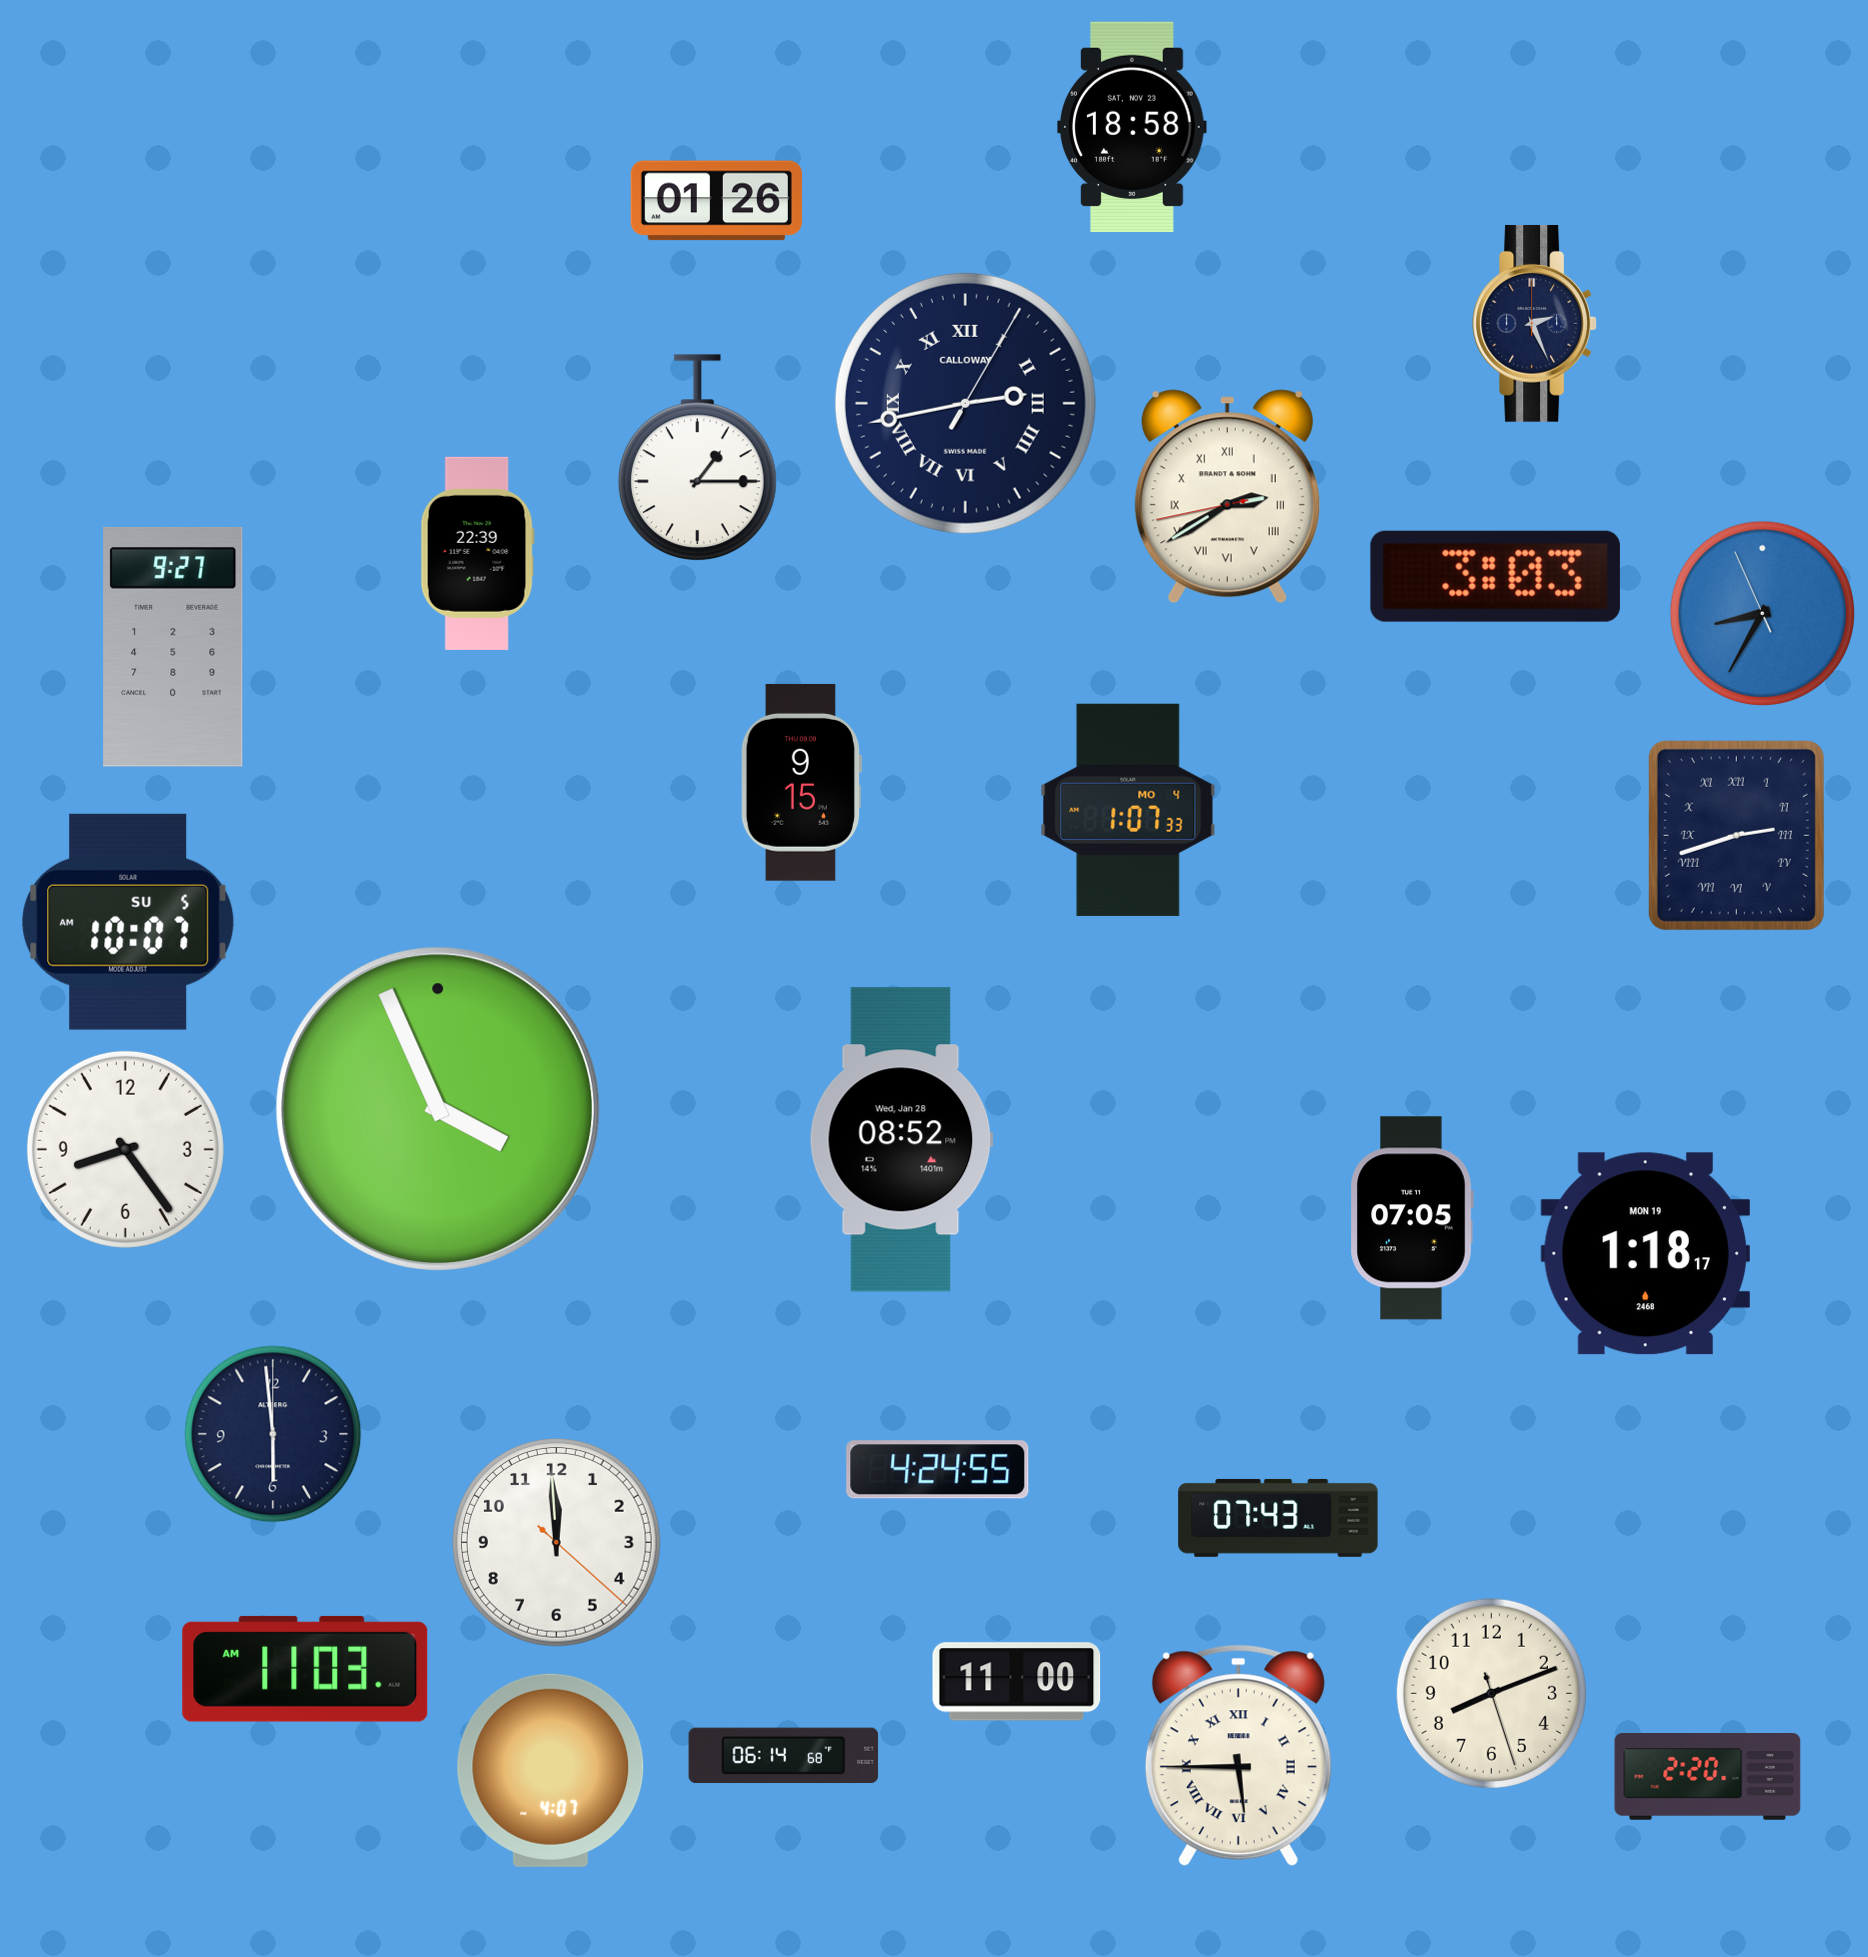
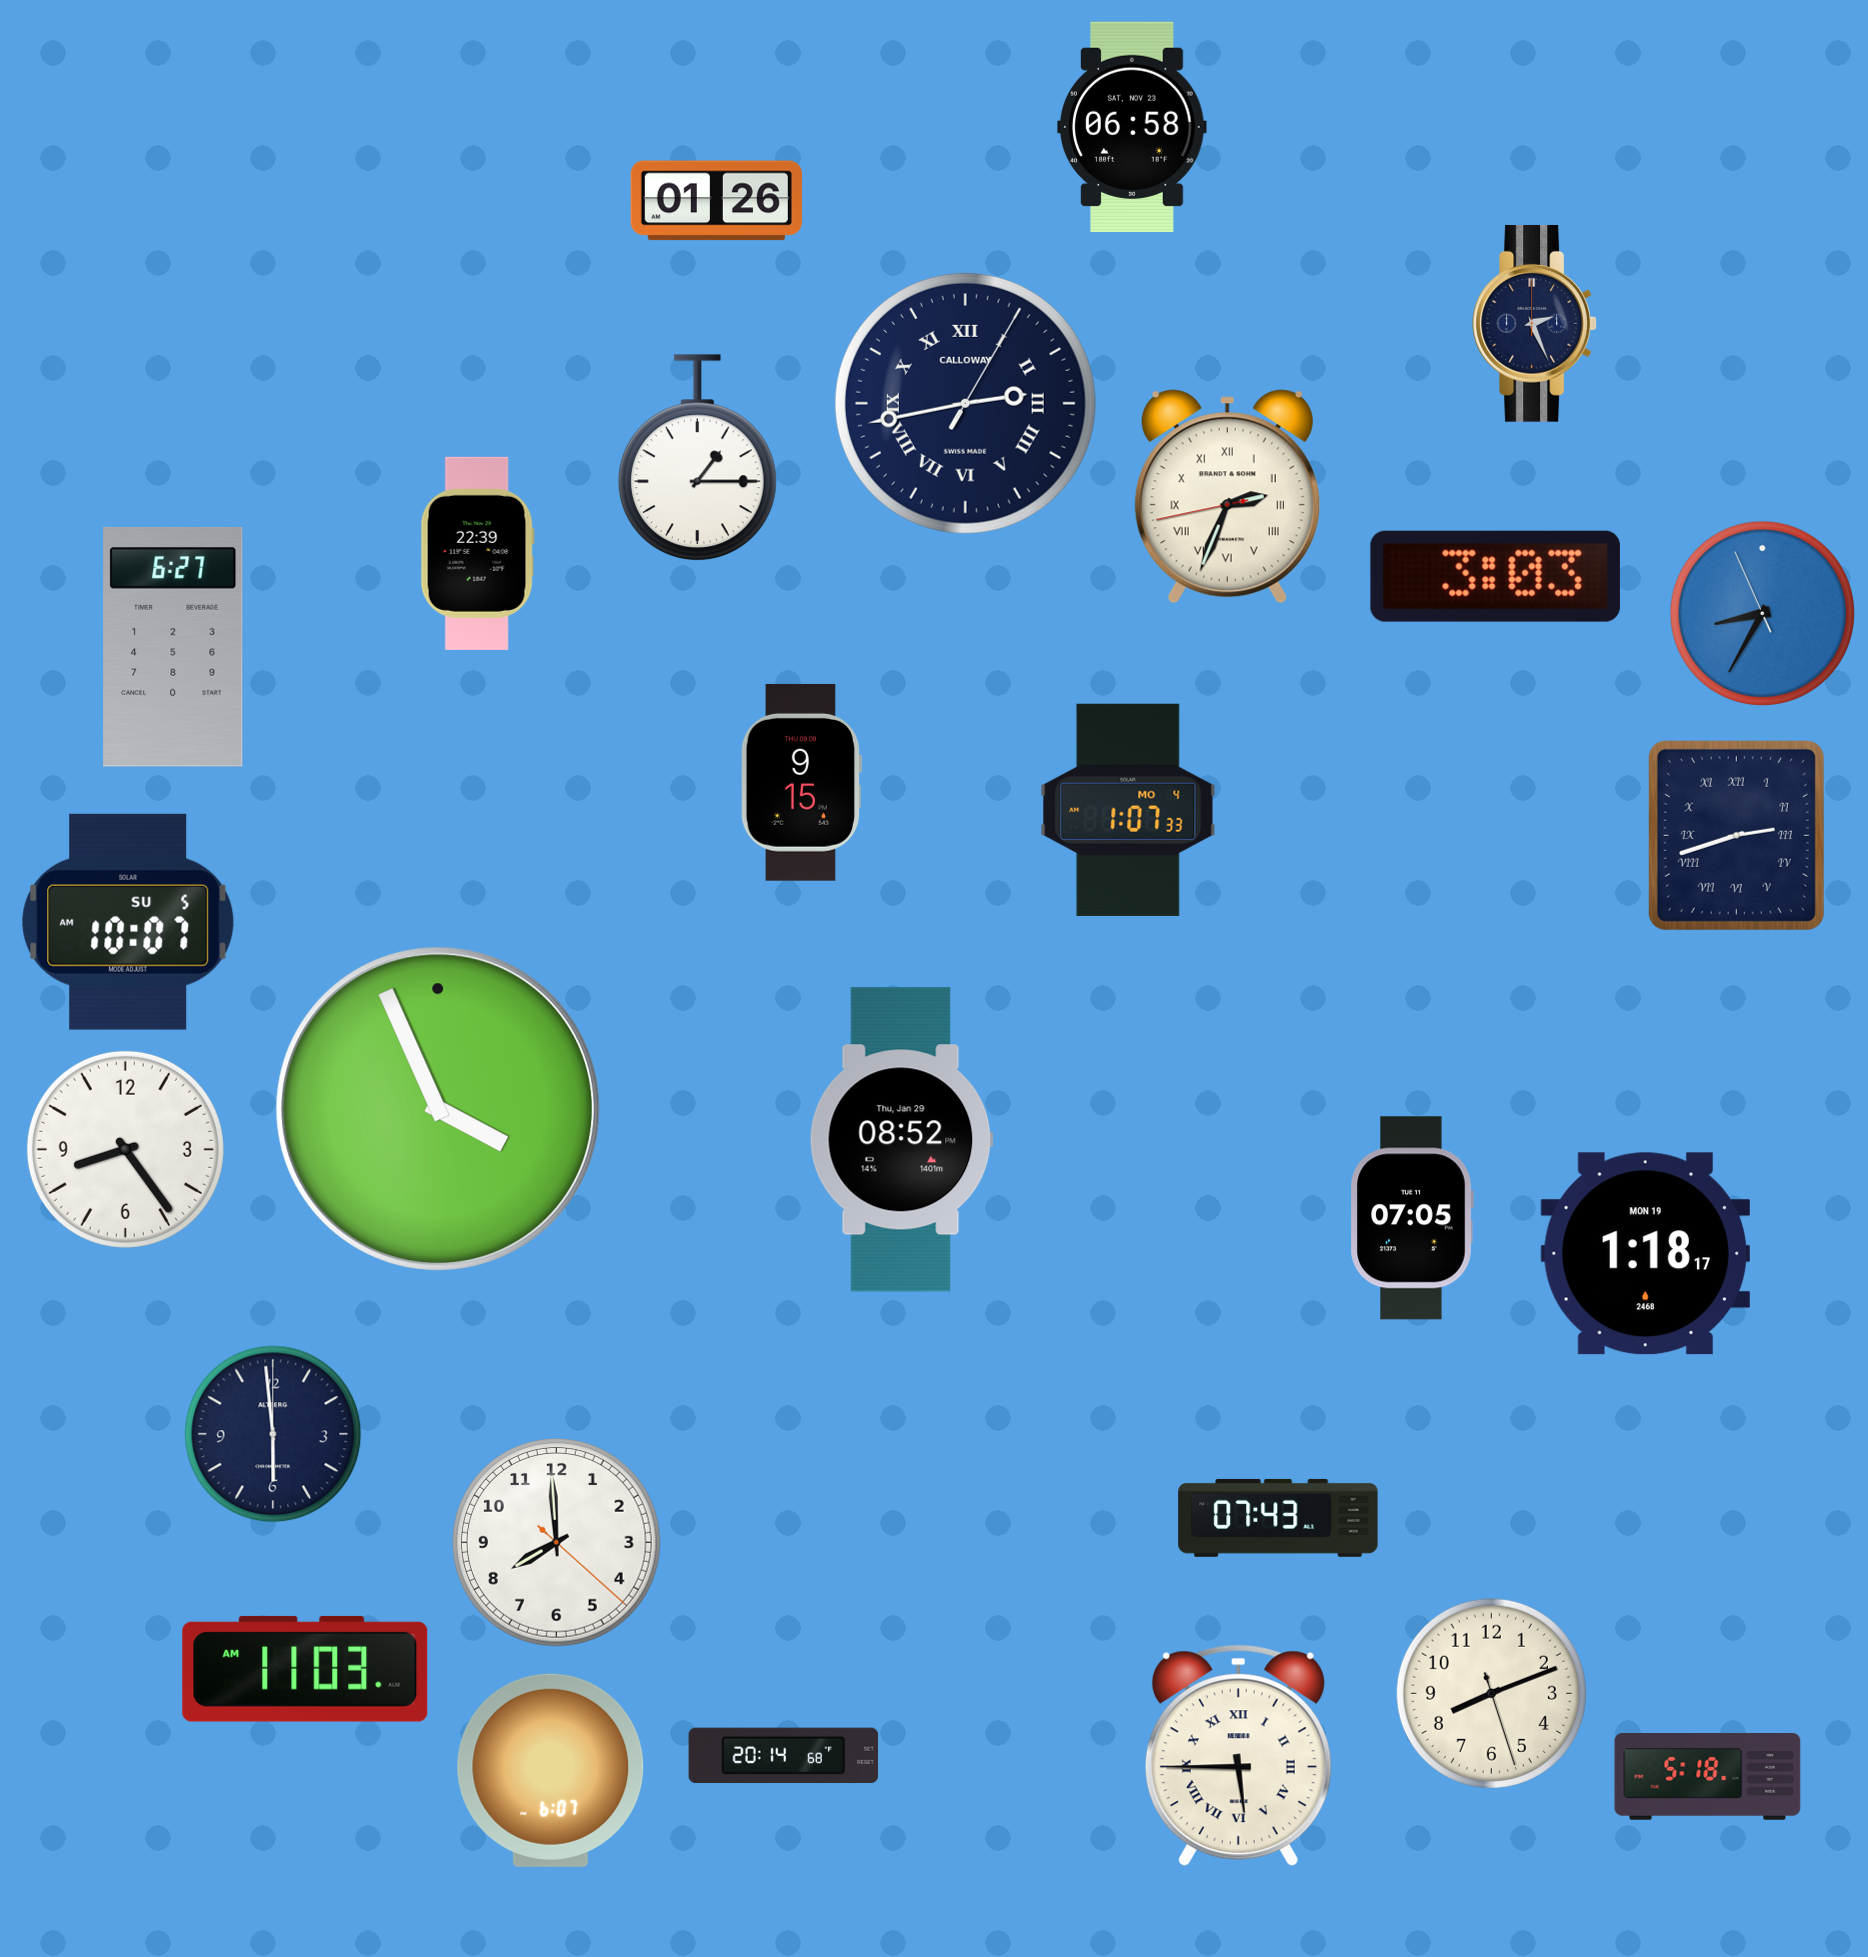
clock at (1132, 126): 18:58 -> 06:58
clock at (1227, 497): 2:39 -> 2:33
clock at (173, 647): 9:27 -> 6:27
clock at (901, 1140) date: Wed, Jan 28 -> Thu, Jan 29
clock at (938, 1470): 4:24 -> none
clock at (557, 1543): 11:59 -> 7:59
clock at (1017, 1682): 11:00 -> none
clock at (784, 1756): 06:14 -> 20:14
clock at (551, 1770): 4:07 -> 6:07
clock at (1708, 1777): 2:20 -> 5:18
